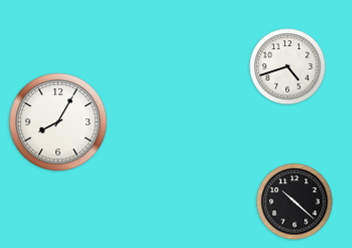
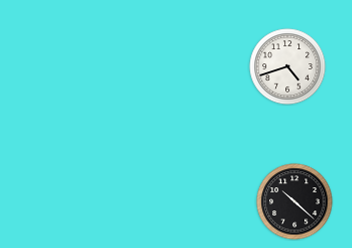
clock at (58, 122): 8:05 -> none
